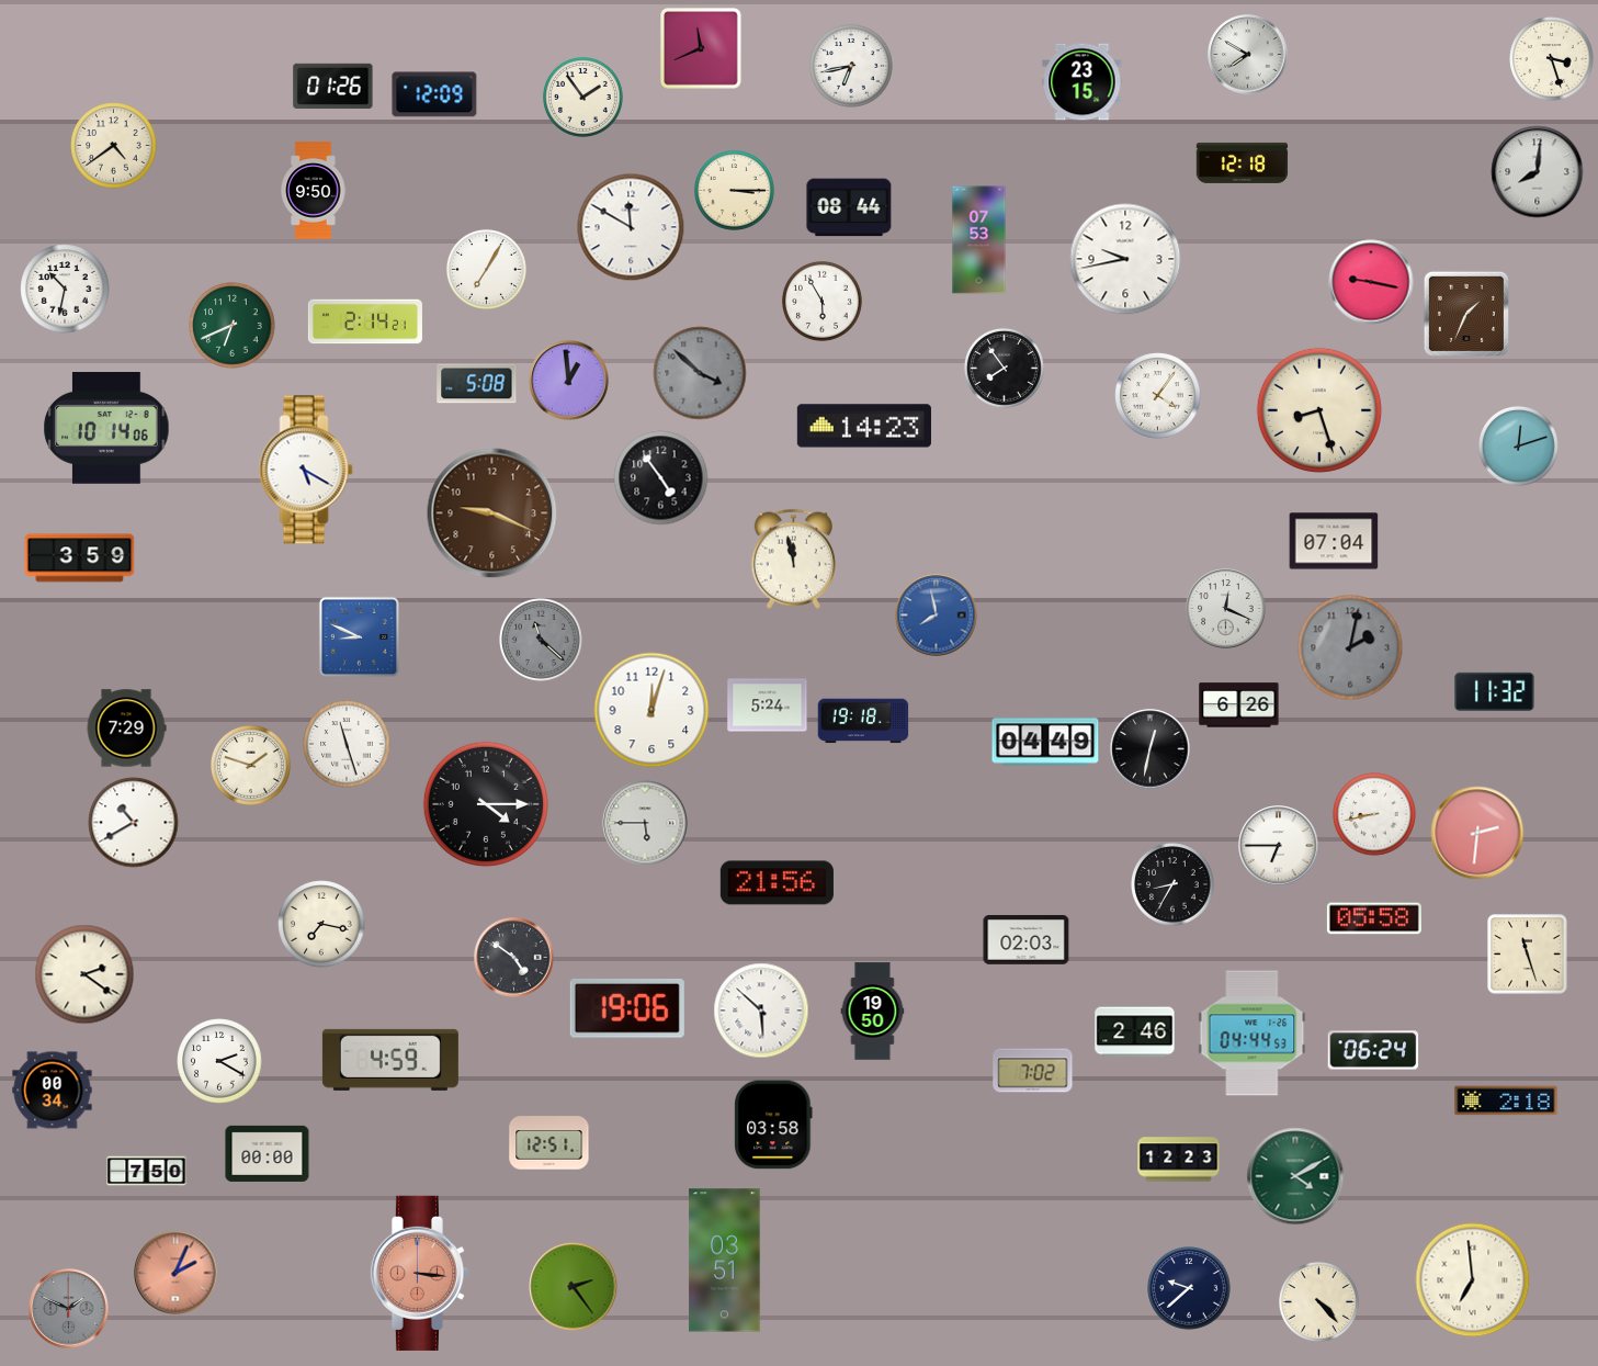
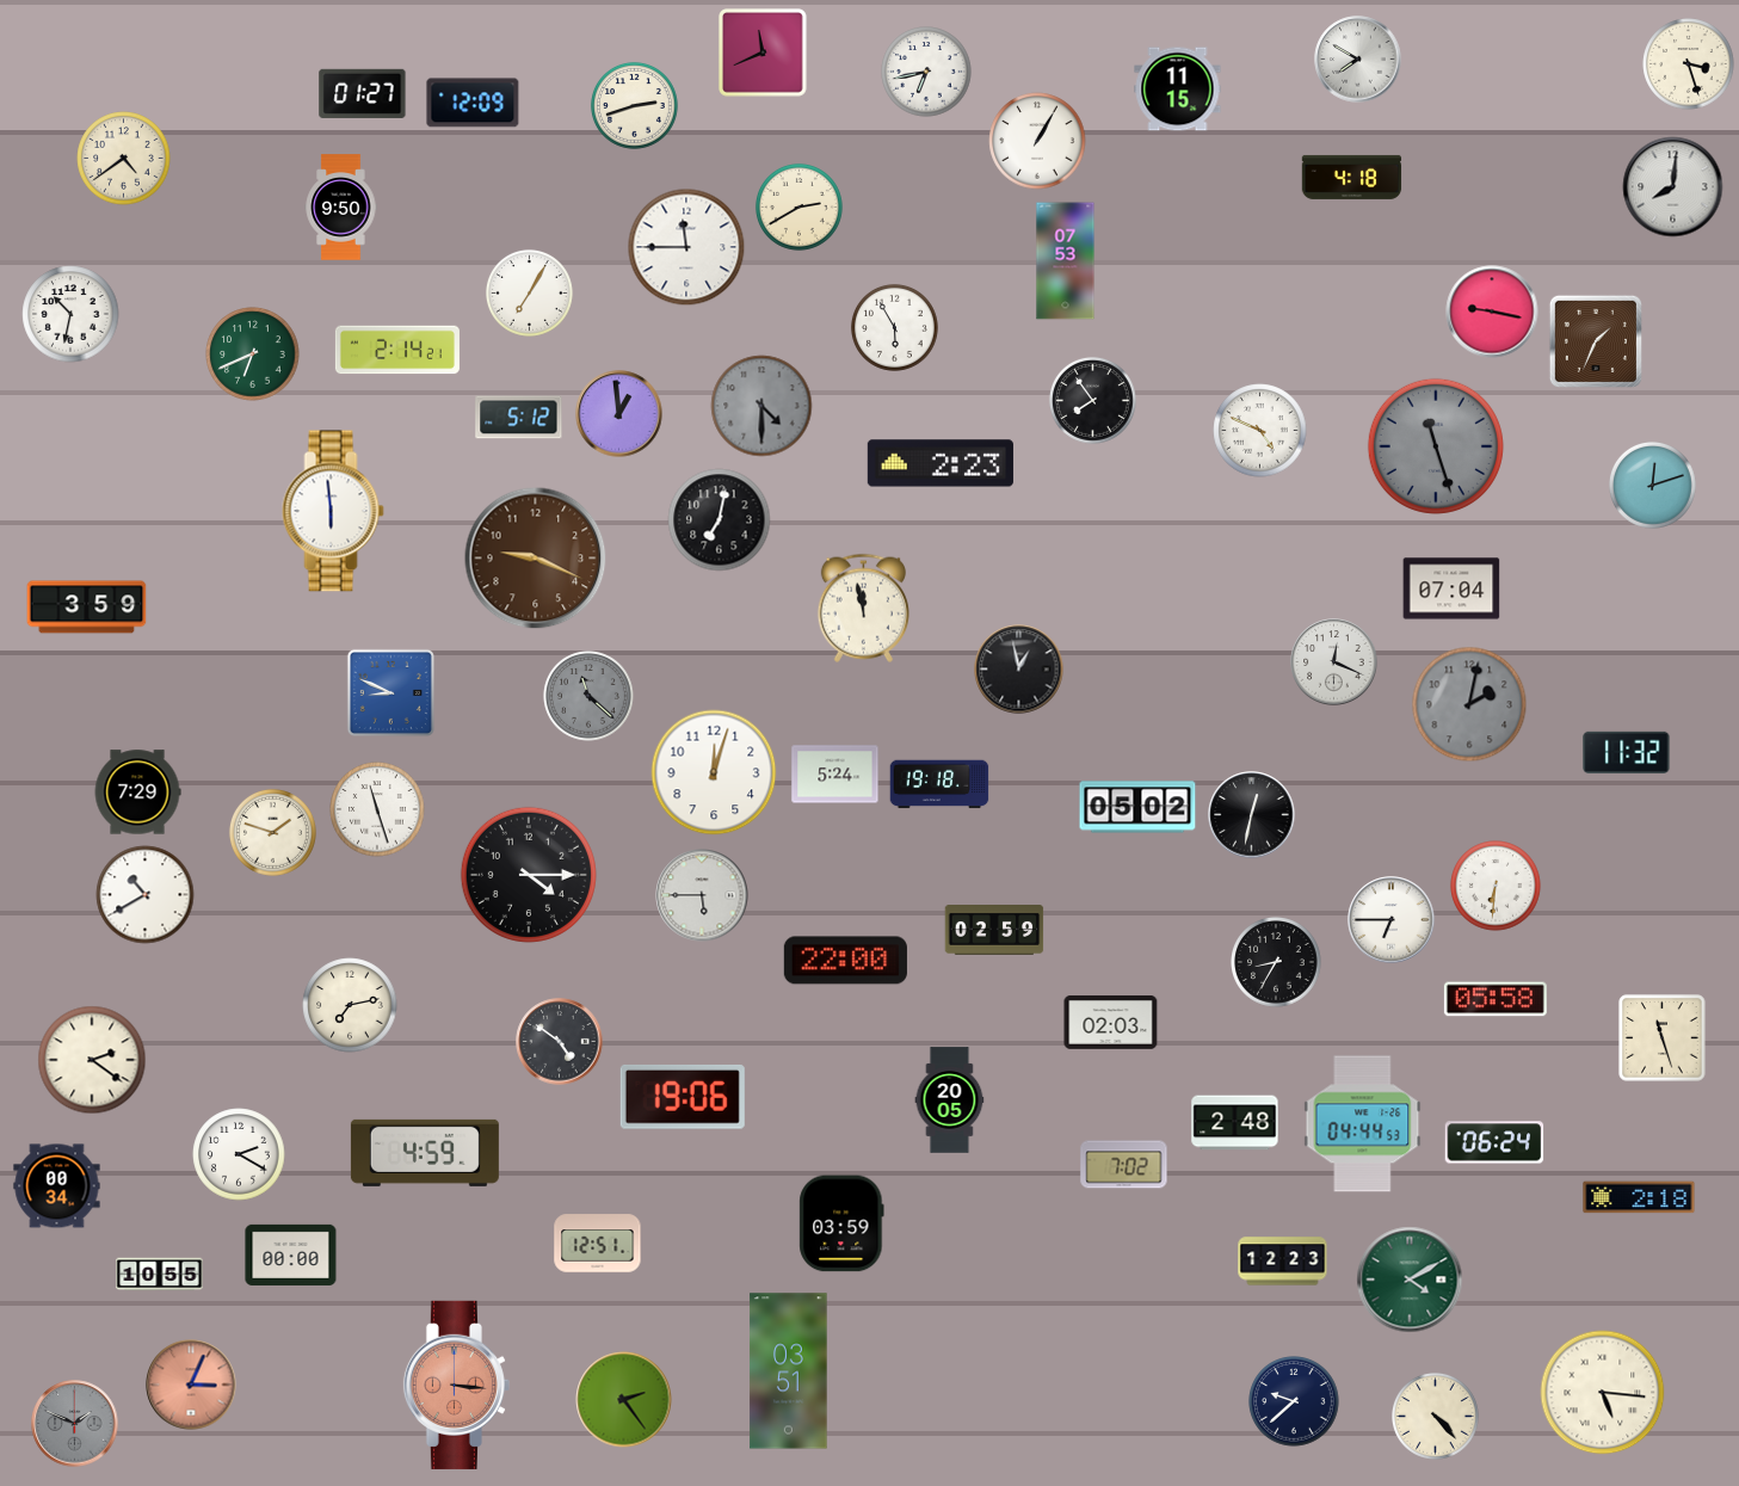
clock at (1083, 82): 23:15 -> 11:15
clock at (333, 86): 01:26 -> 01:27
clock at (582, 97): 1:54 -> 2:42
clock at (1037, 141): none -> 1:05
clock at (1243, 162): 12:18 -> 4:18
clock at (734, 190): 3:15 -> 2:40
clock at (849, 207): 08:44 -> none
clock at (631, 227): 11:50 -> 11:45
clock at (1125, 259): 9:43 -> none
clock at (1371, 282) position: (1371, 282) -> (1492, 312)
clock at (700, 373): 3:52 -> 4:30
clock at (477, 384): 5:08 -> 5:12
clock at (1158, 396): 4:06 -> 4:49
clock at (1319, 410): 8:27 -> 11:27
clock at (1319, 410) dial: cream -> grey
clock at (864, 426): 14:23 -> 2:23
clock at (106, 429): 10:14 -> none
clock at (306, 470): 5:20 -> 5:59
clock at (661, 478): 4:54 -> 7:02
clock at (937, 616): 7:58 -> 12:58
clock at (937, 616) dial: blue -> black
clock at (768, 705) position: (768, 705) -> (835, 775)
clock at (1239, 705): 6:26 -> none
clock at (651, 710) position: (651, 710) -> (714, 772)
clock at (1045, 742): 04:49 -> 05:02
clock at (1374, 814): 8:43 -> 6:31
clock at (1477, 833): 2:31 -> none
clock at (994, 931): none -> 02:59
clock at (777, 883): 21:56 -> 22:00
clock at (321, 924): 7:17 -> 7:13
clock at (1027, 940) position: (1027, 940) -> (1111, 1023)
clock at (761, 1011): 5:52 -> none
clock at (873, 1012): 19:50 -> 20:05
clock at (1135, 1032): 2:46 -> 2:48
clock at (773, 1125): 03:58 -> 03:59
clock at (147, 1172): 7:50 -> 10:55
clock at (175, 1273): 2:04 -> 3:04
clock at (1473, 1280): 6:59 -> 5:16
